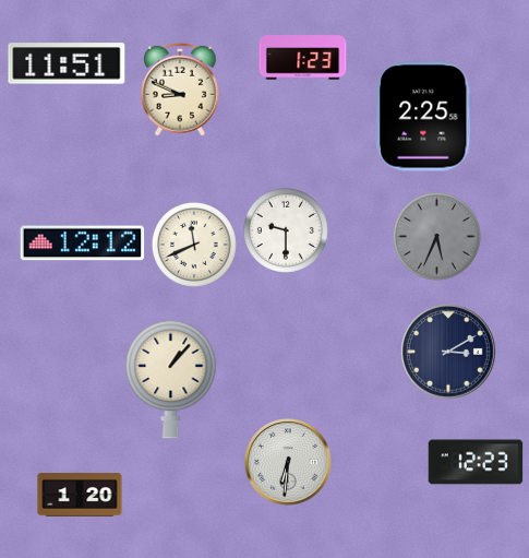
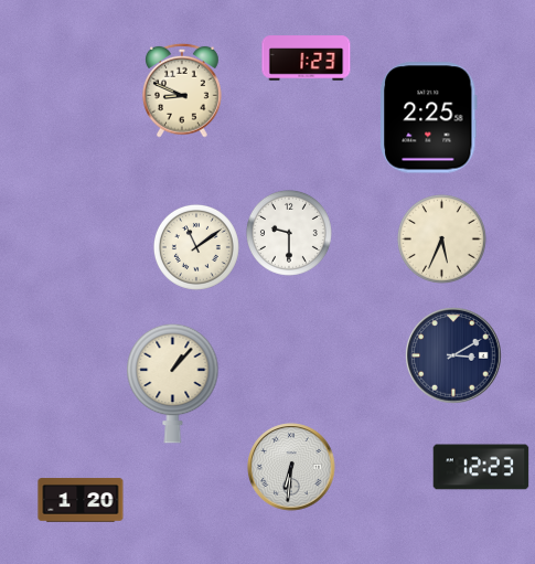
clock at (67, 63): 11:51 -> none
clock at (436, 236) dial: grey -> cream
clock at (83, 244): 12:12 -> none
clock at (194, 245): 11:41 -> 11:09
